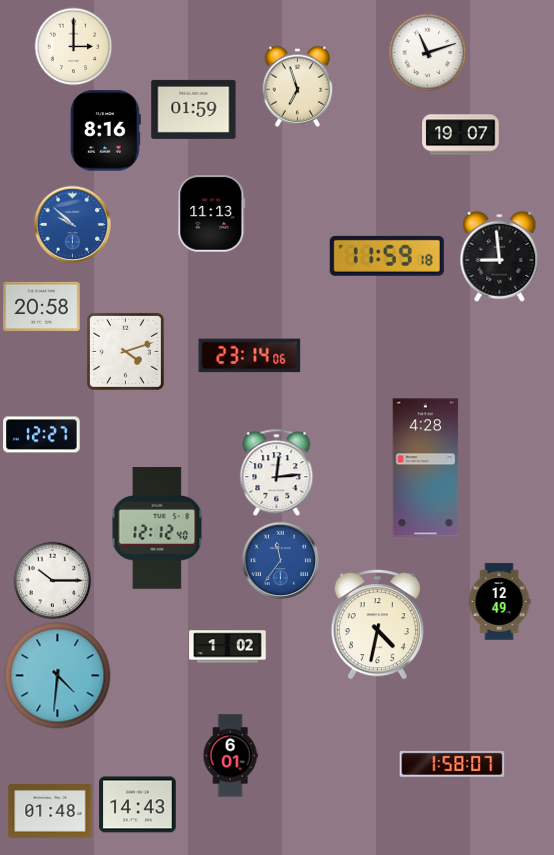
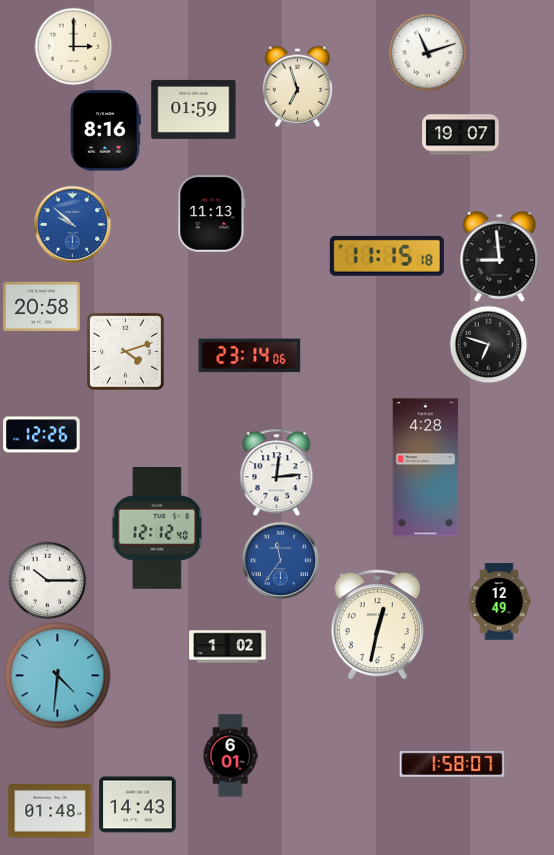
clock at (387, 256): 11:59 -> 11:15
clock at (488, 344): none -> 6:48
clock at (42, 435): 12:27 -> 12:26
clock at (52, 580) position: (52, 580) -> (47, 580)
clock at (377, 625): 4:32 -> 12:32
